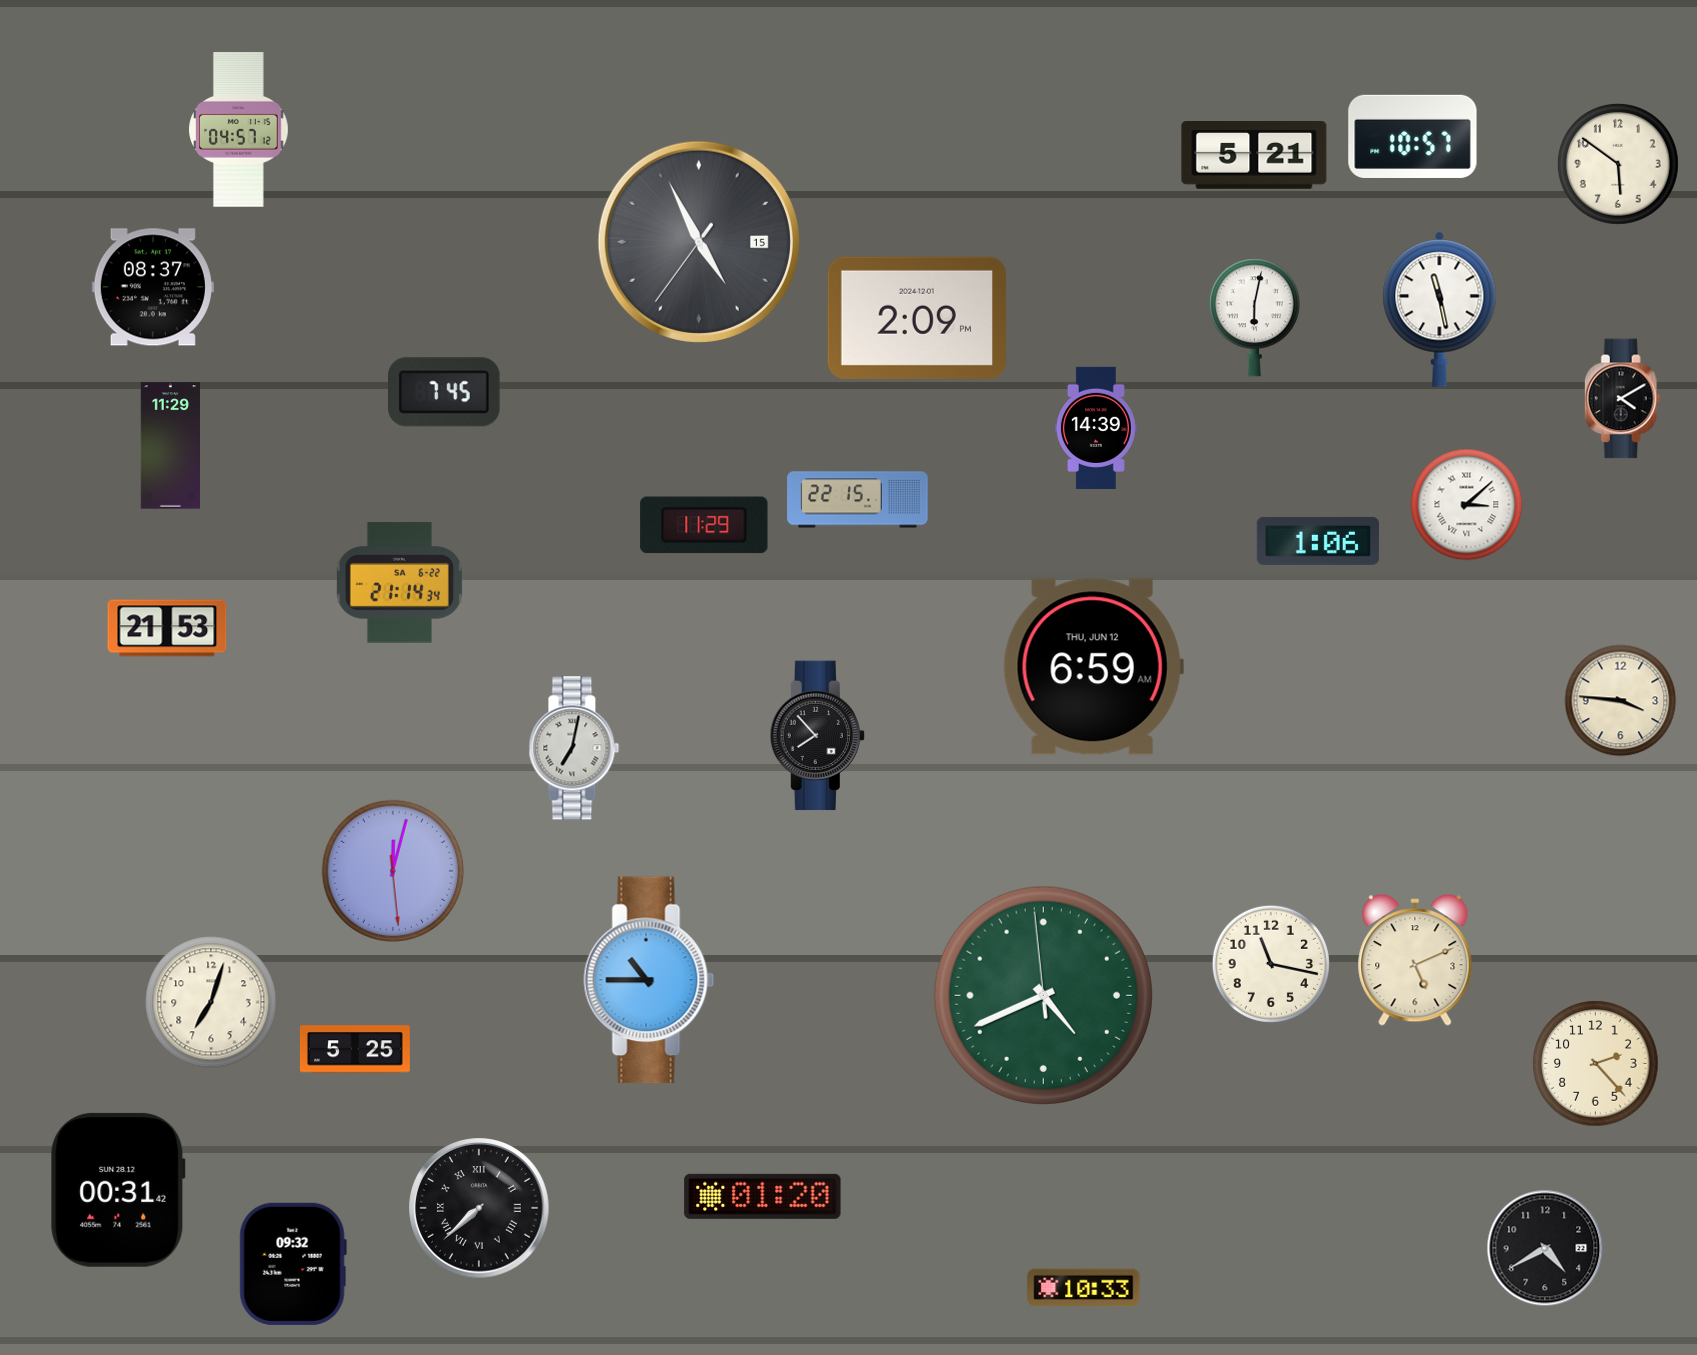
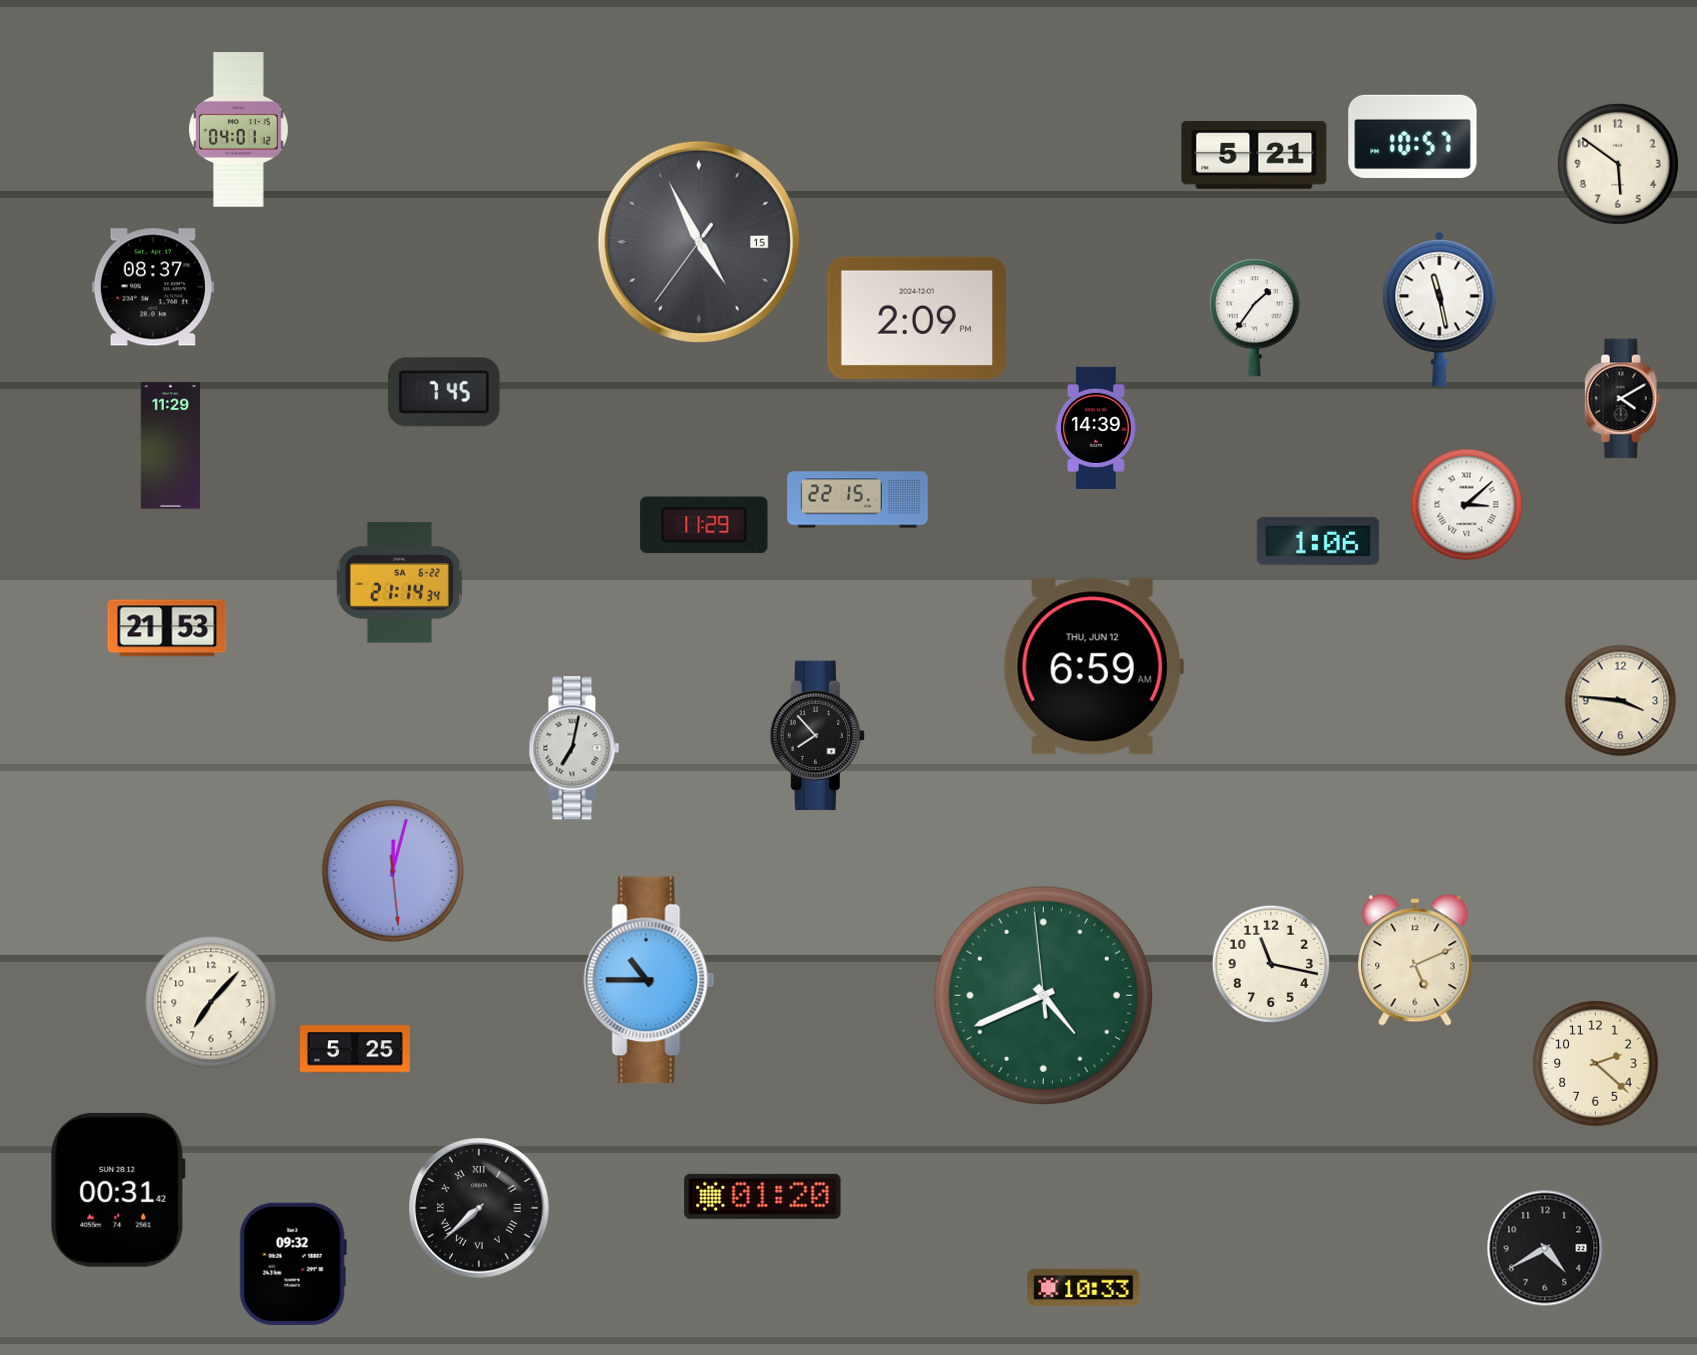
clock at (239, 130): 04:57 -> 04:01
clock at (1254, 318): 6:02 -> 1:36
clock at (211, 1002): 7:03 -> 7:07
clock at (1596, 1064): 2:23 -> 2:22
